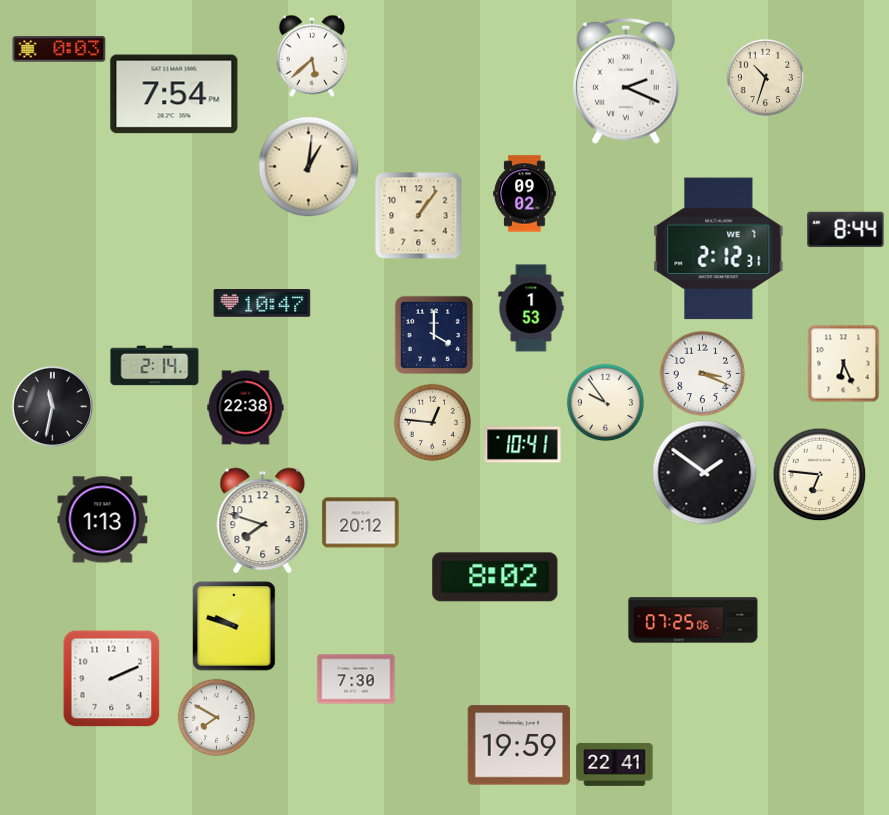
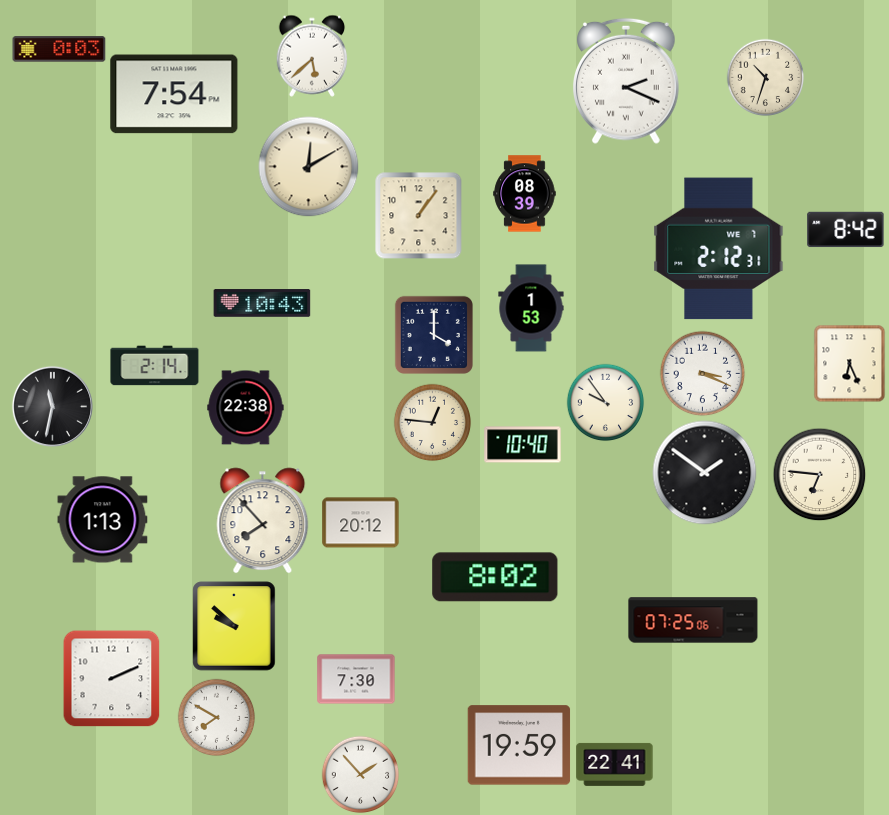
clock at (309, 167): 1:01 -> 12:10
clock at (525, 194): 09:02 -> 08:39
clock at (846, 230): 8:44 -> 8:42
clock at (262, 303): 10:47 -> 10:43
clock at (844, 363) position: (844, 363) -> (850, 363)
clock at (523, 445): 10:41 -> 10:40
clock at (263, 521): 7:48 -> 7:53
clock at (234, 626): 9:48 -> 9:52
clock at (360, 774): none -> 1:53
